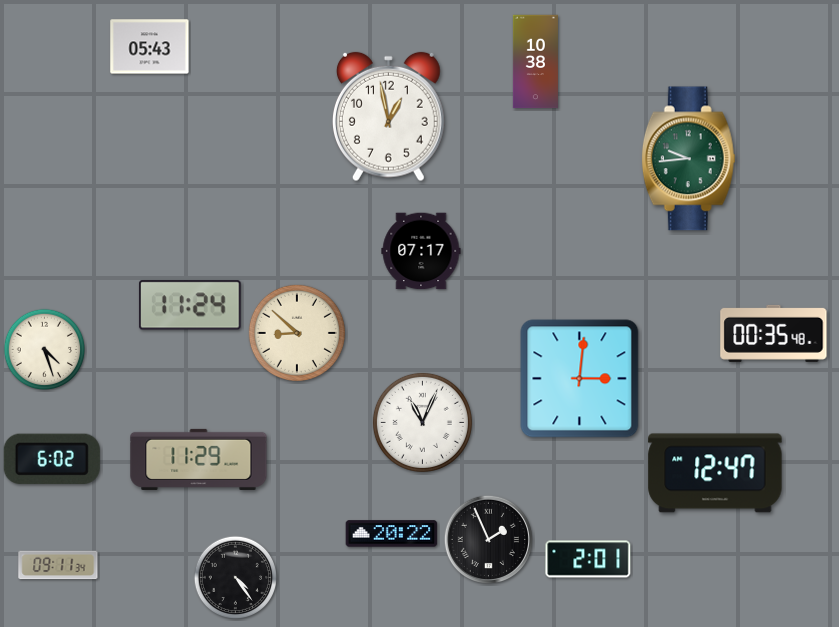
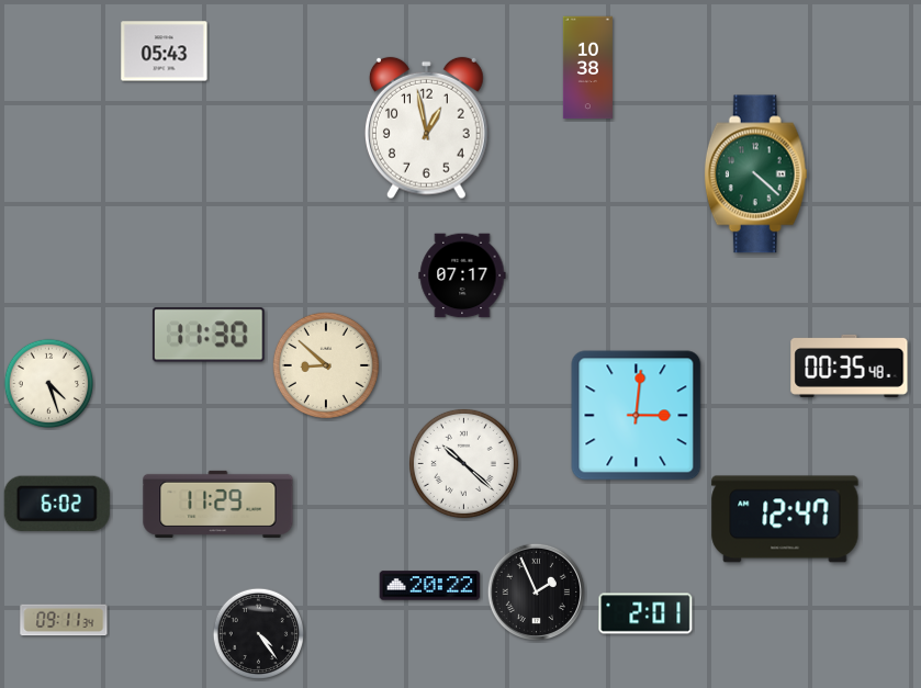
clock at (688, 159): 9:44 -> 4:22
clock at (190, 305): 11:24 -> 11:30
clock at (422, 422): 11:04 -> 10:22
